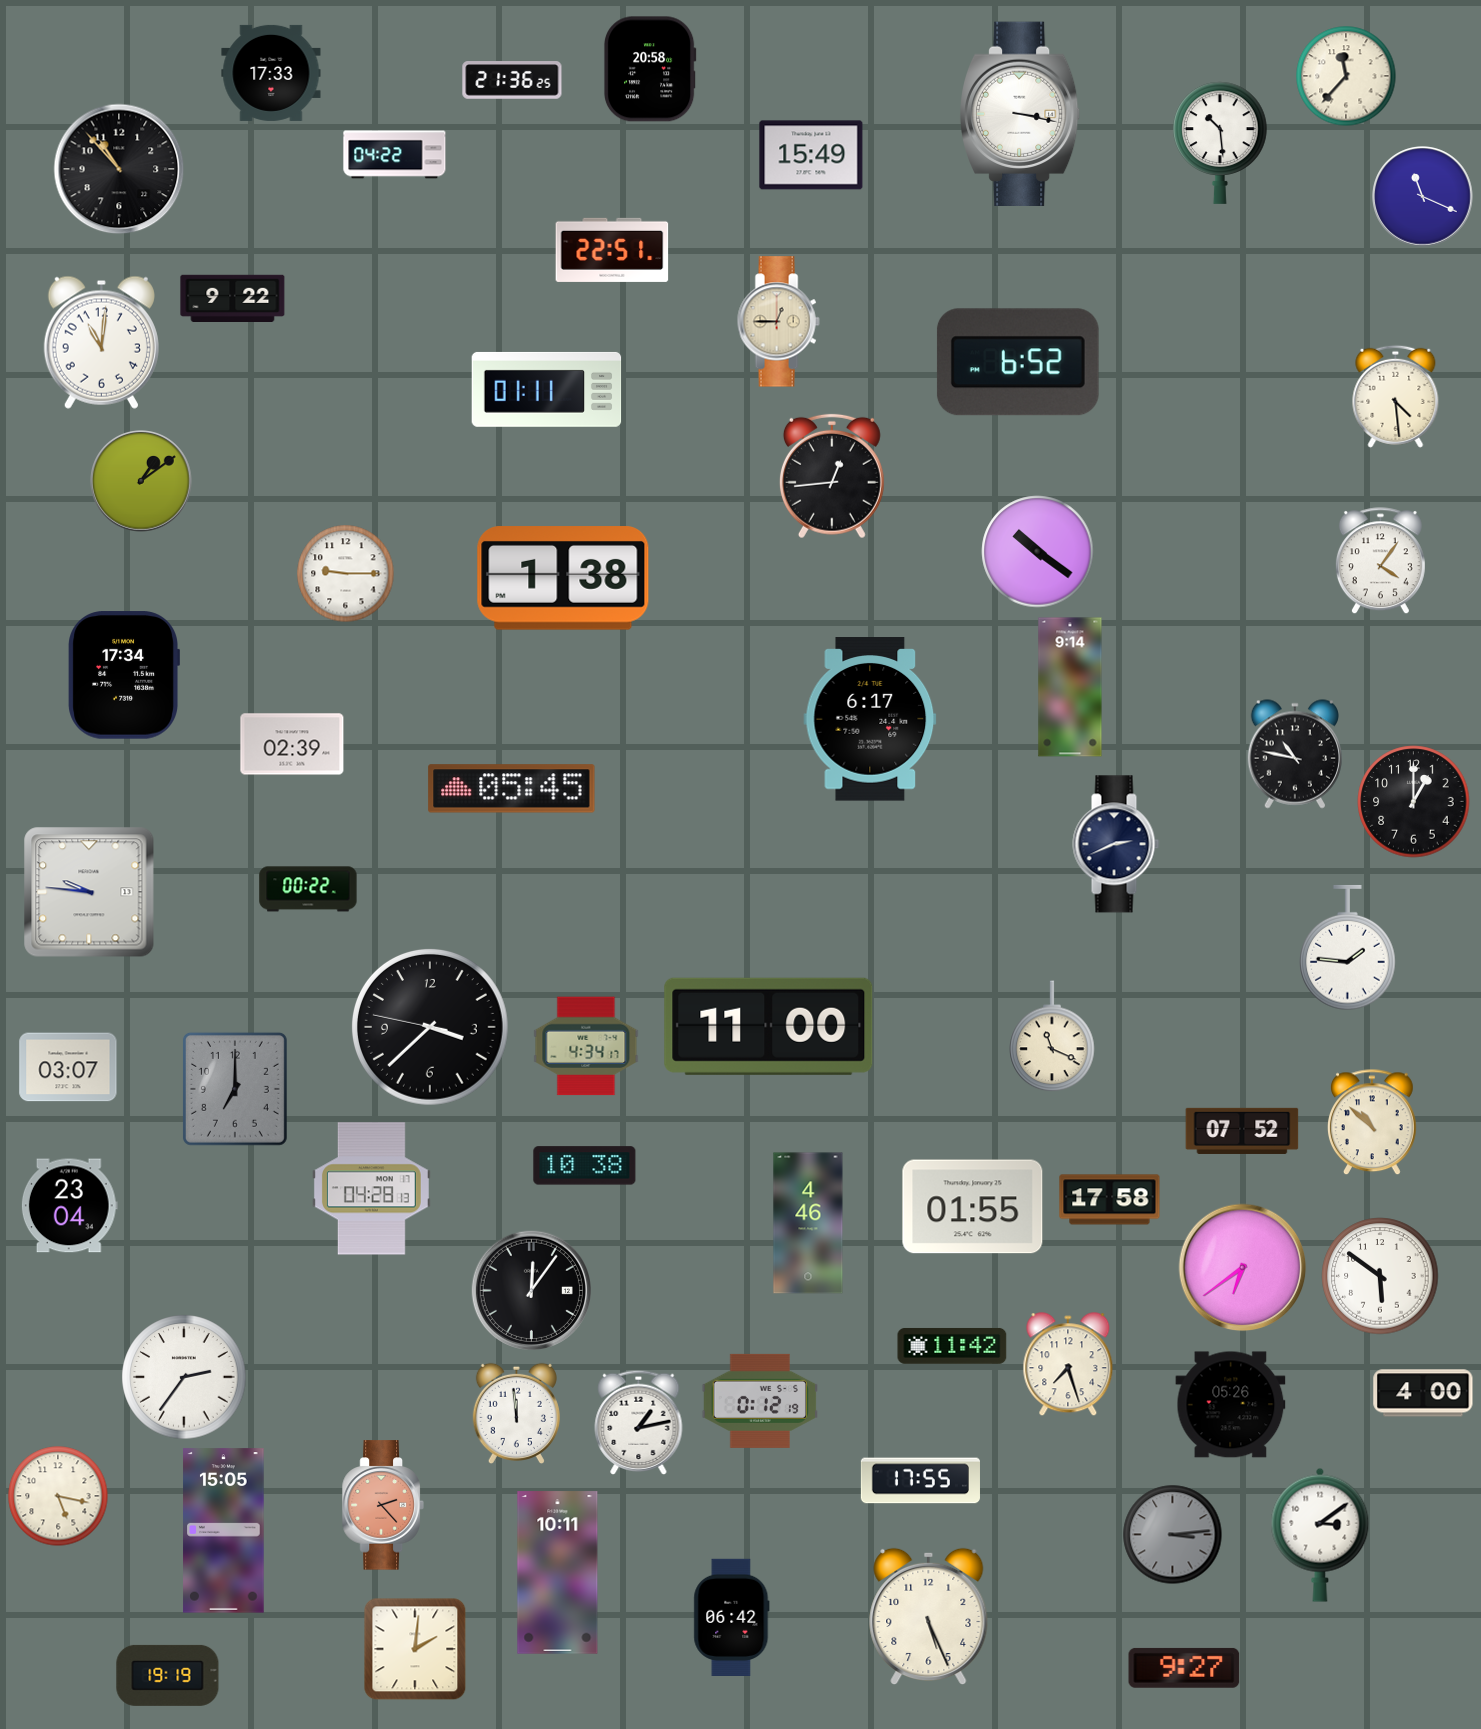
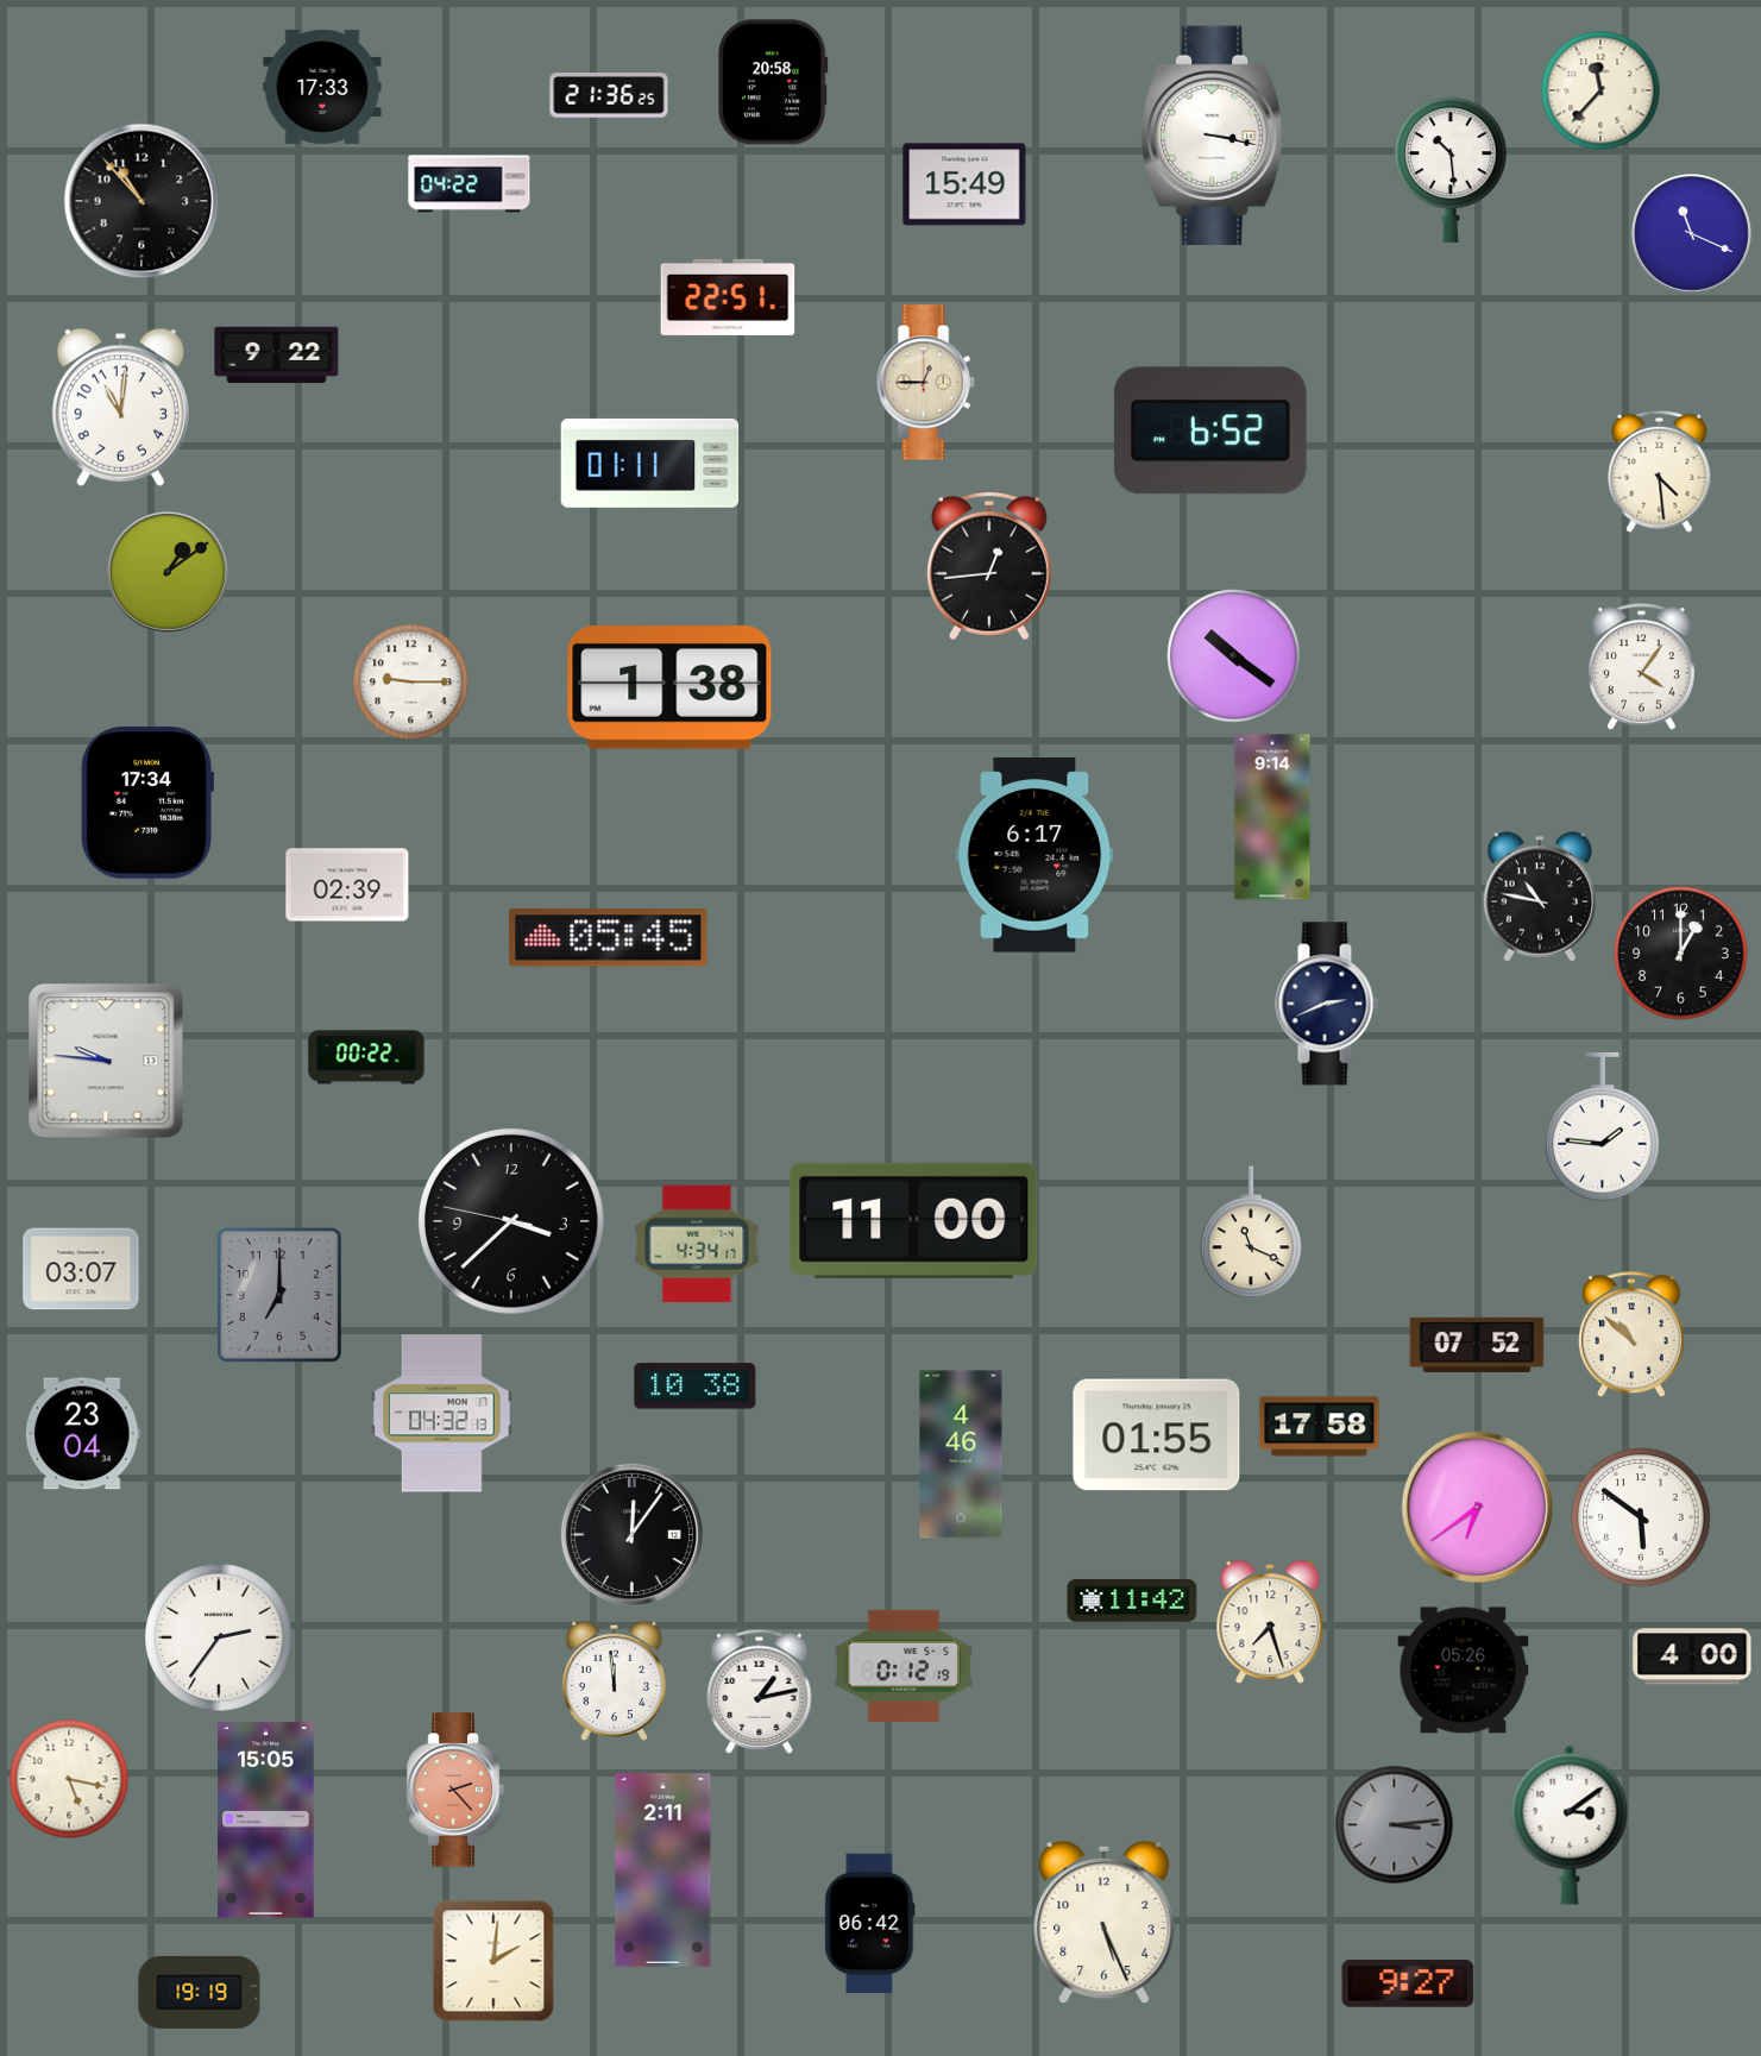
clock at (371, 1189): 04:28 -> 04:32
clock at (920, 1481): 17:55 -> none
clock at (558, 1573): 10:11 -> 2:11
